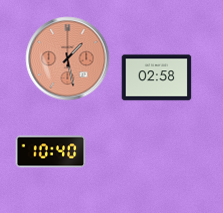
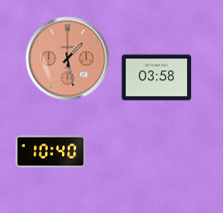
clock at (157, 78): 02:58 -> 03:58
